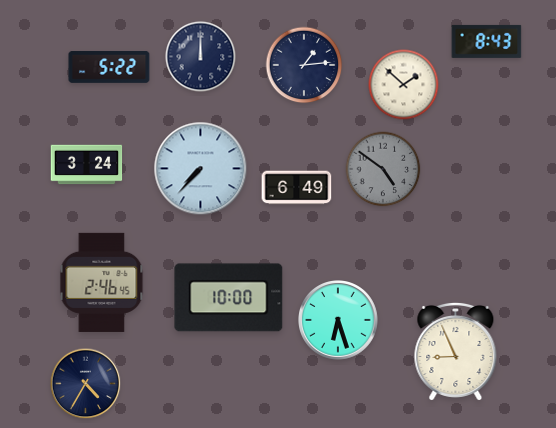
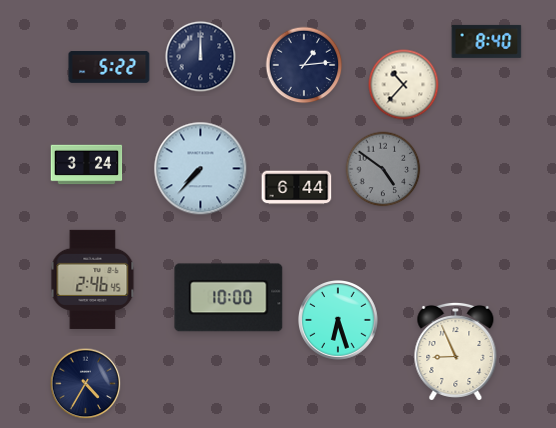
clock at (487, 41): 8:43 -> 8:40
clock at (404, 85): 1:52 -> 10:37
clock at (297, 188): 6:49 -> 6:44
clock at (102, 282) position: (102, 282) -> (93, 279)
